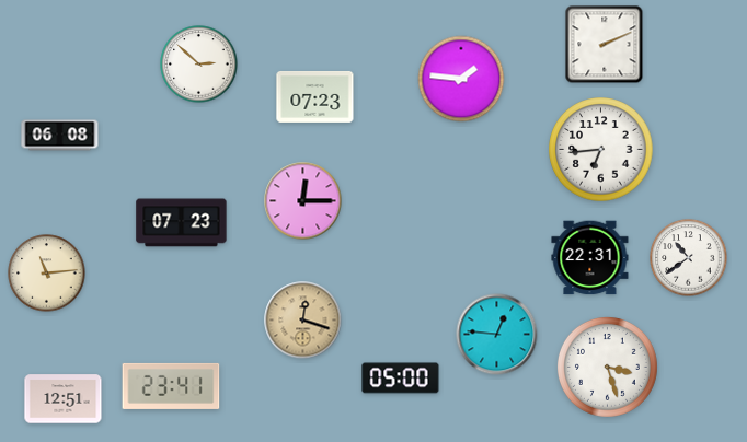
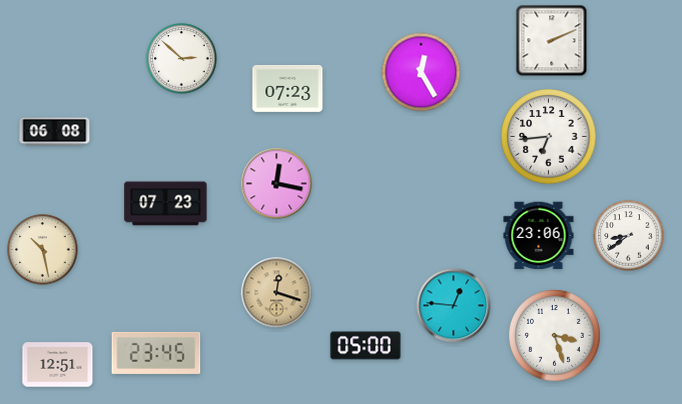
clock at (461, 79): 1:46 -> 12:25
clock at (60, 136) position: (60, 136) -> (55, 132)
clock at (303, 201): 12:15 -> 12:17
clock at (590, 258): 22:31 -> 23:06
clock at (689, 258): 10:39 -> 8:39
clock at (47, 274): 11:14 -> 10:28
clock at (171, 386): 23:41 -> 23:45
